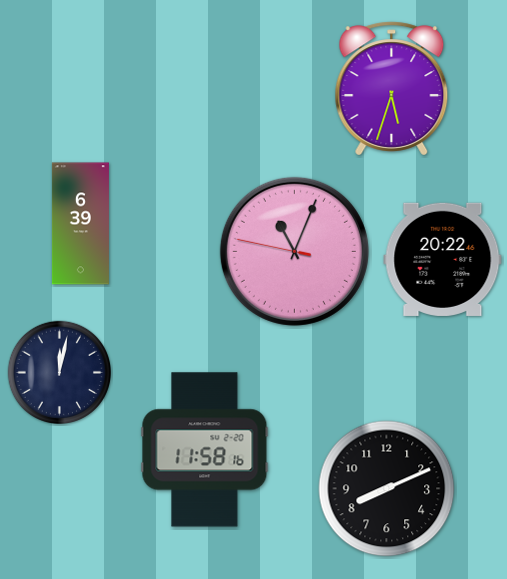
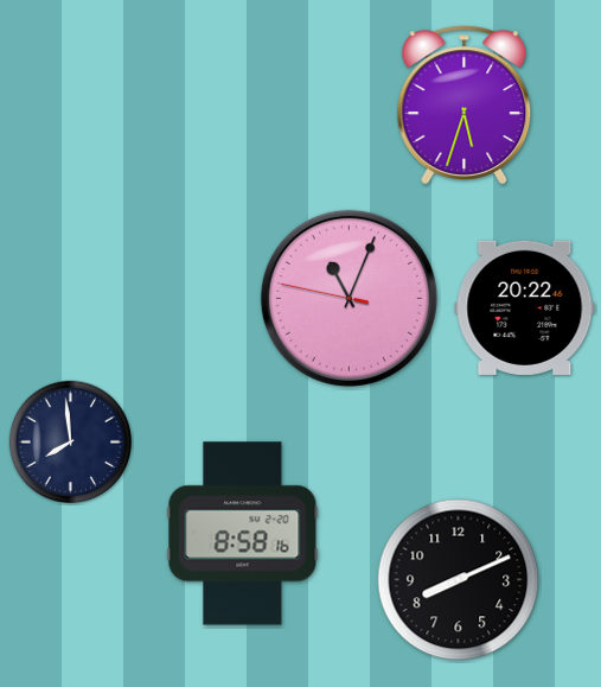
clock at (80, 224): 6:39 -> none
clock at (59, 372): 12:02 -> 7:59
clock at (205, 450): 11:58 -> 8:58
